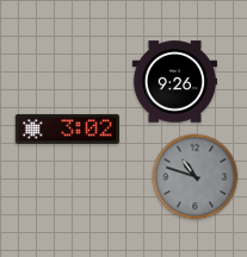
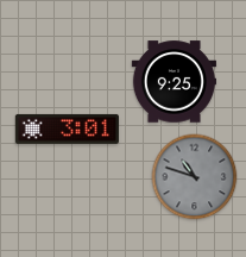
clock at (174, 82): 9:26 -> 9:25
clock at (67, 128): 3:02 -> 3:01
